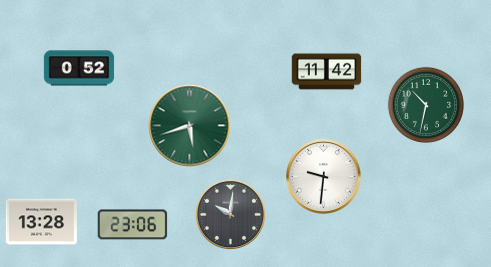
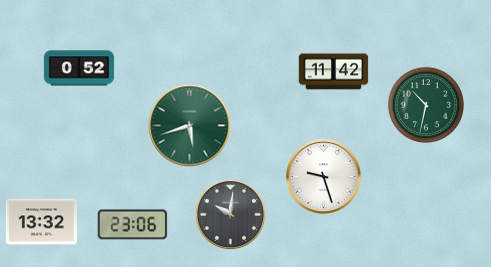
clock at (327, 72) position: (327, 72) -> (334, 72)
clock at (324, 177): 9:31 -> 9:27
clock at (41, 222): 13:28 -> 13:32
